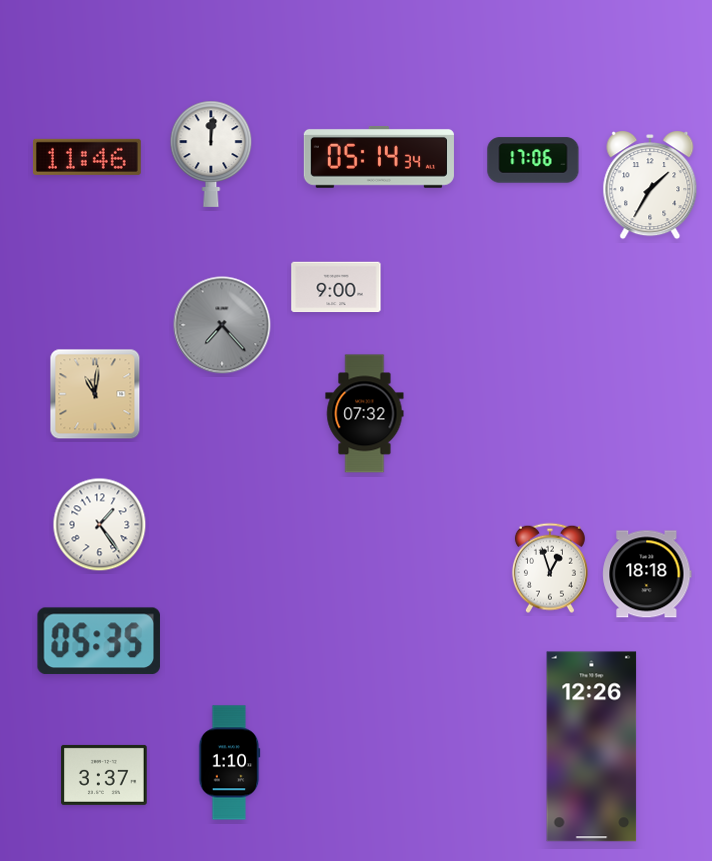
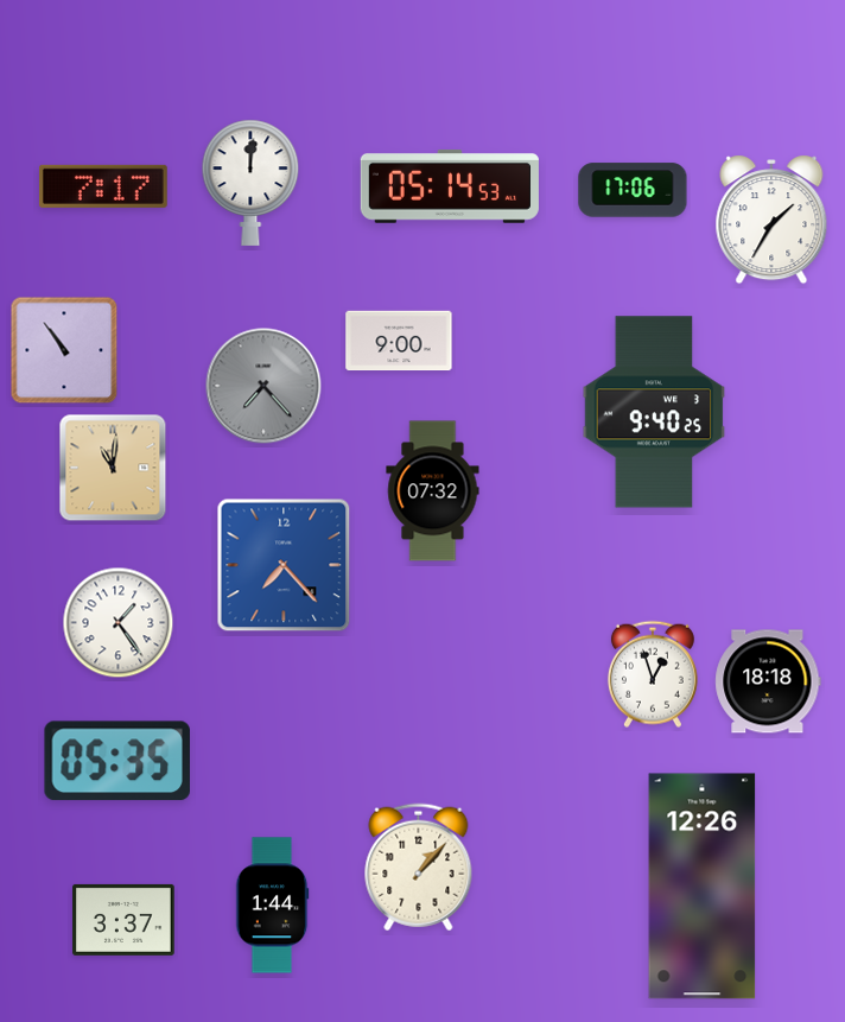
clock at (87, 157): 11:46 -> 7:17
clock at (379, 158): 05:14:34 -> 05:14:53
clock at (64, 350): none -> 10:54
clock at (654, 412): none -> 9:40
clock at (284, 565): none -> 7:23
clock at (419, 868): none -> 1:07
clock at (229, 763): 1:10 -> 1:44
